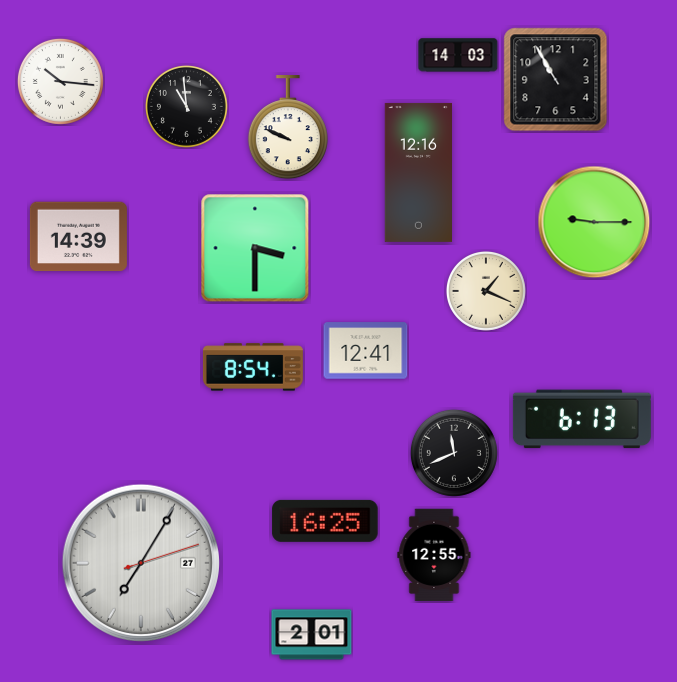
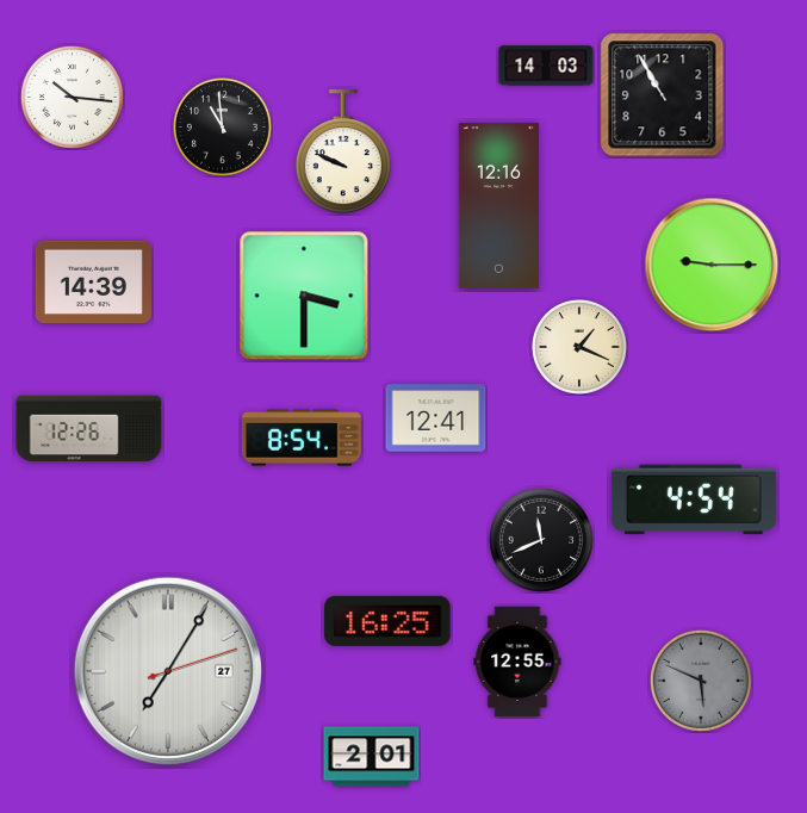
clock at (594, 222) position: (594, 222) -> (712, 265)
clock at (89, 429): none -> 12:26
clock at (582, 419): 6:13 -> 4:54
clock at (701, 681): none -> 5:49
